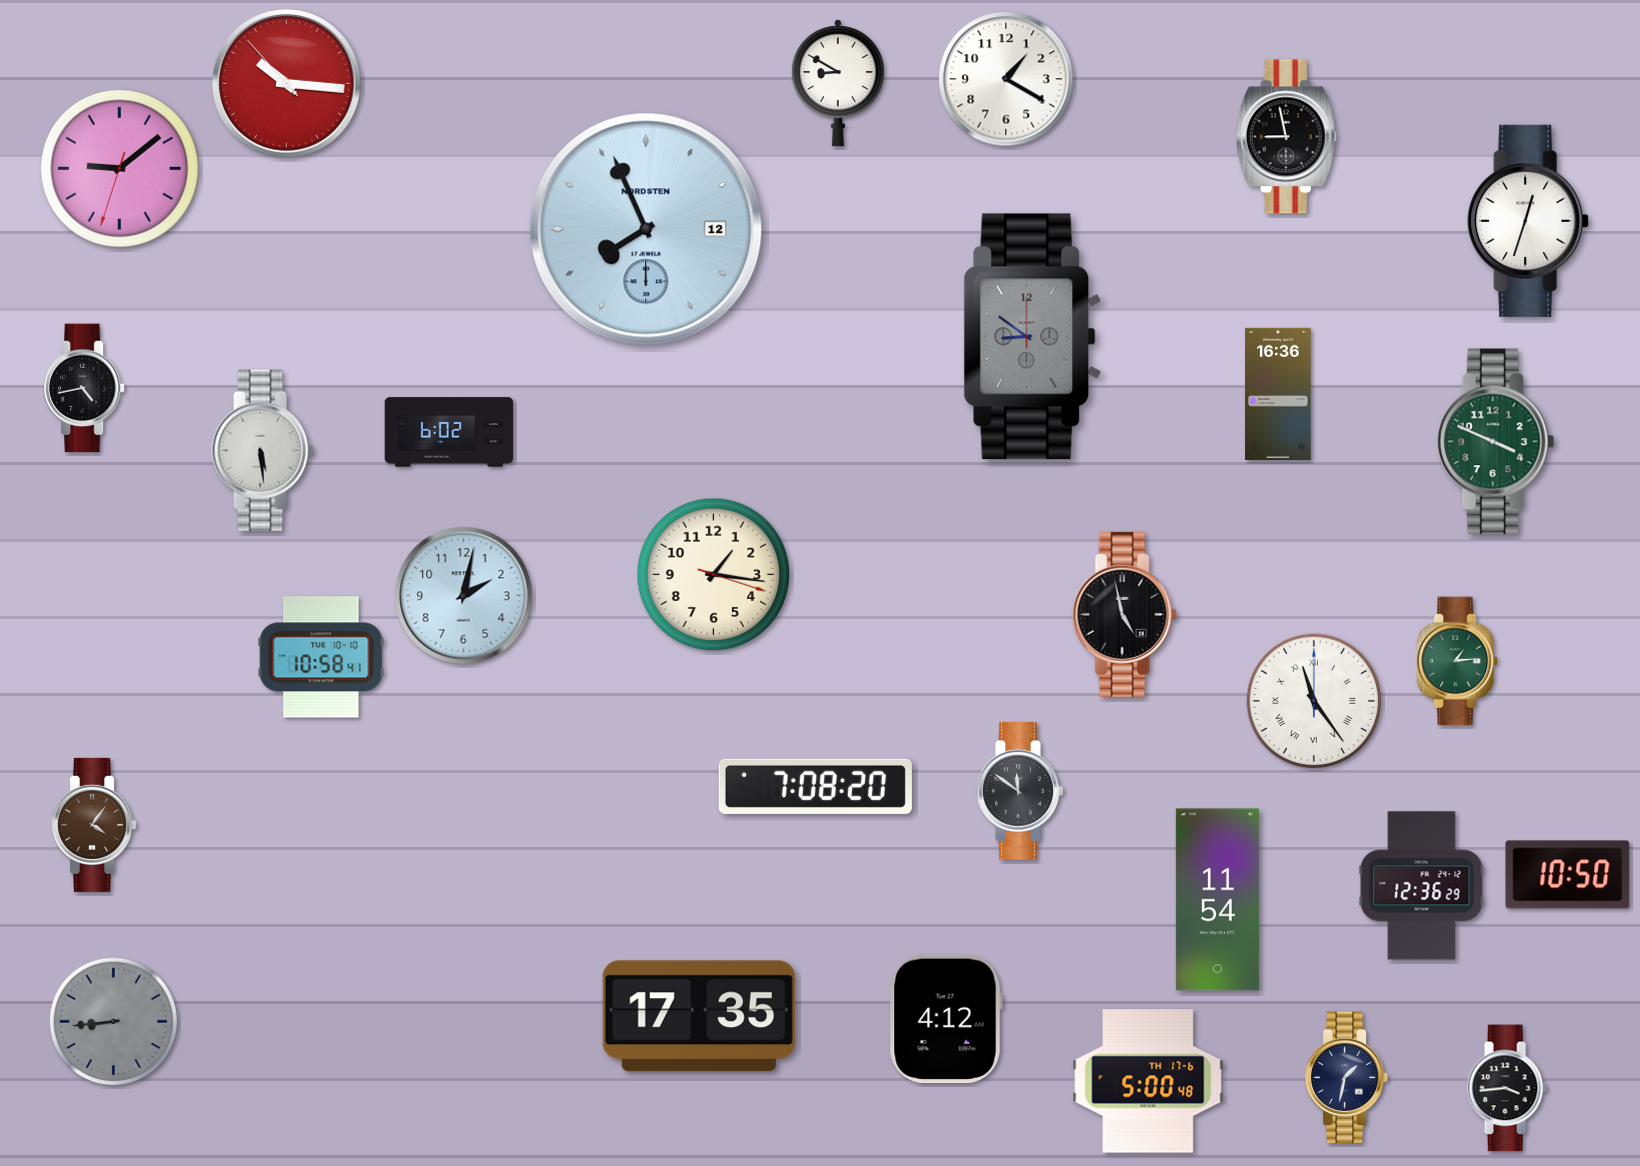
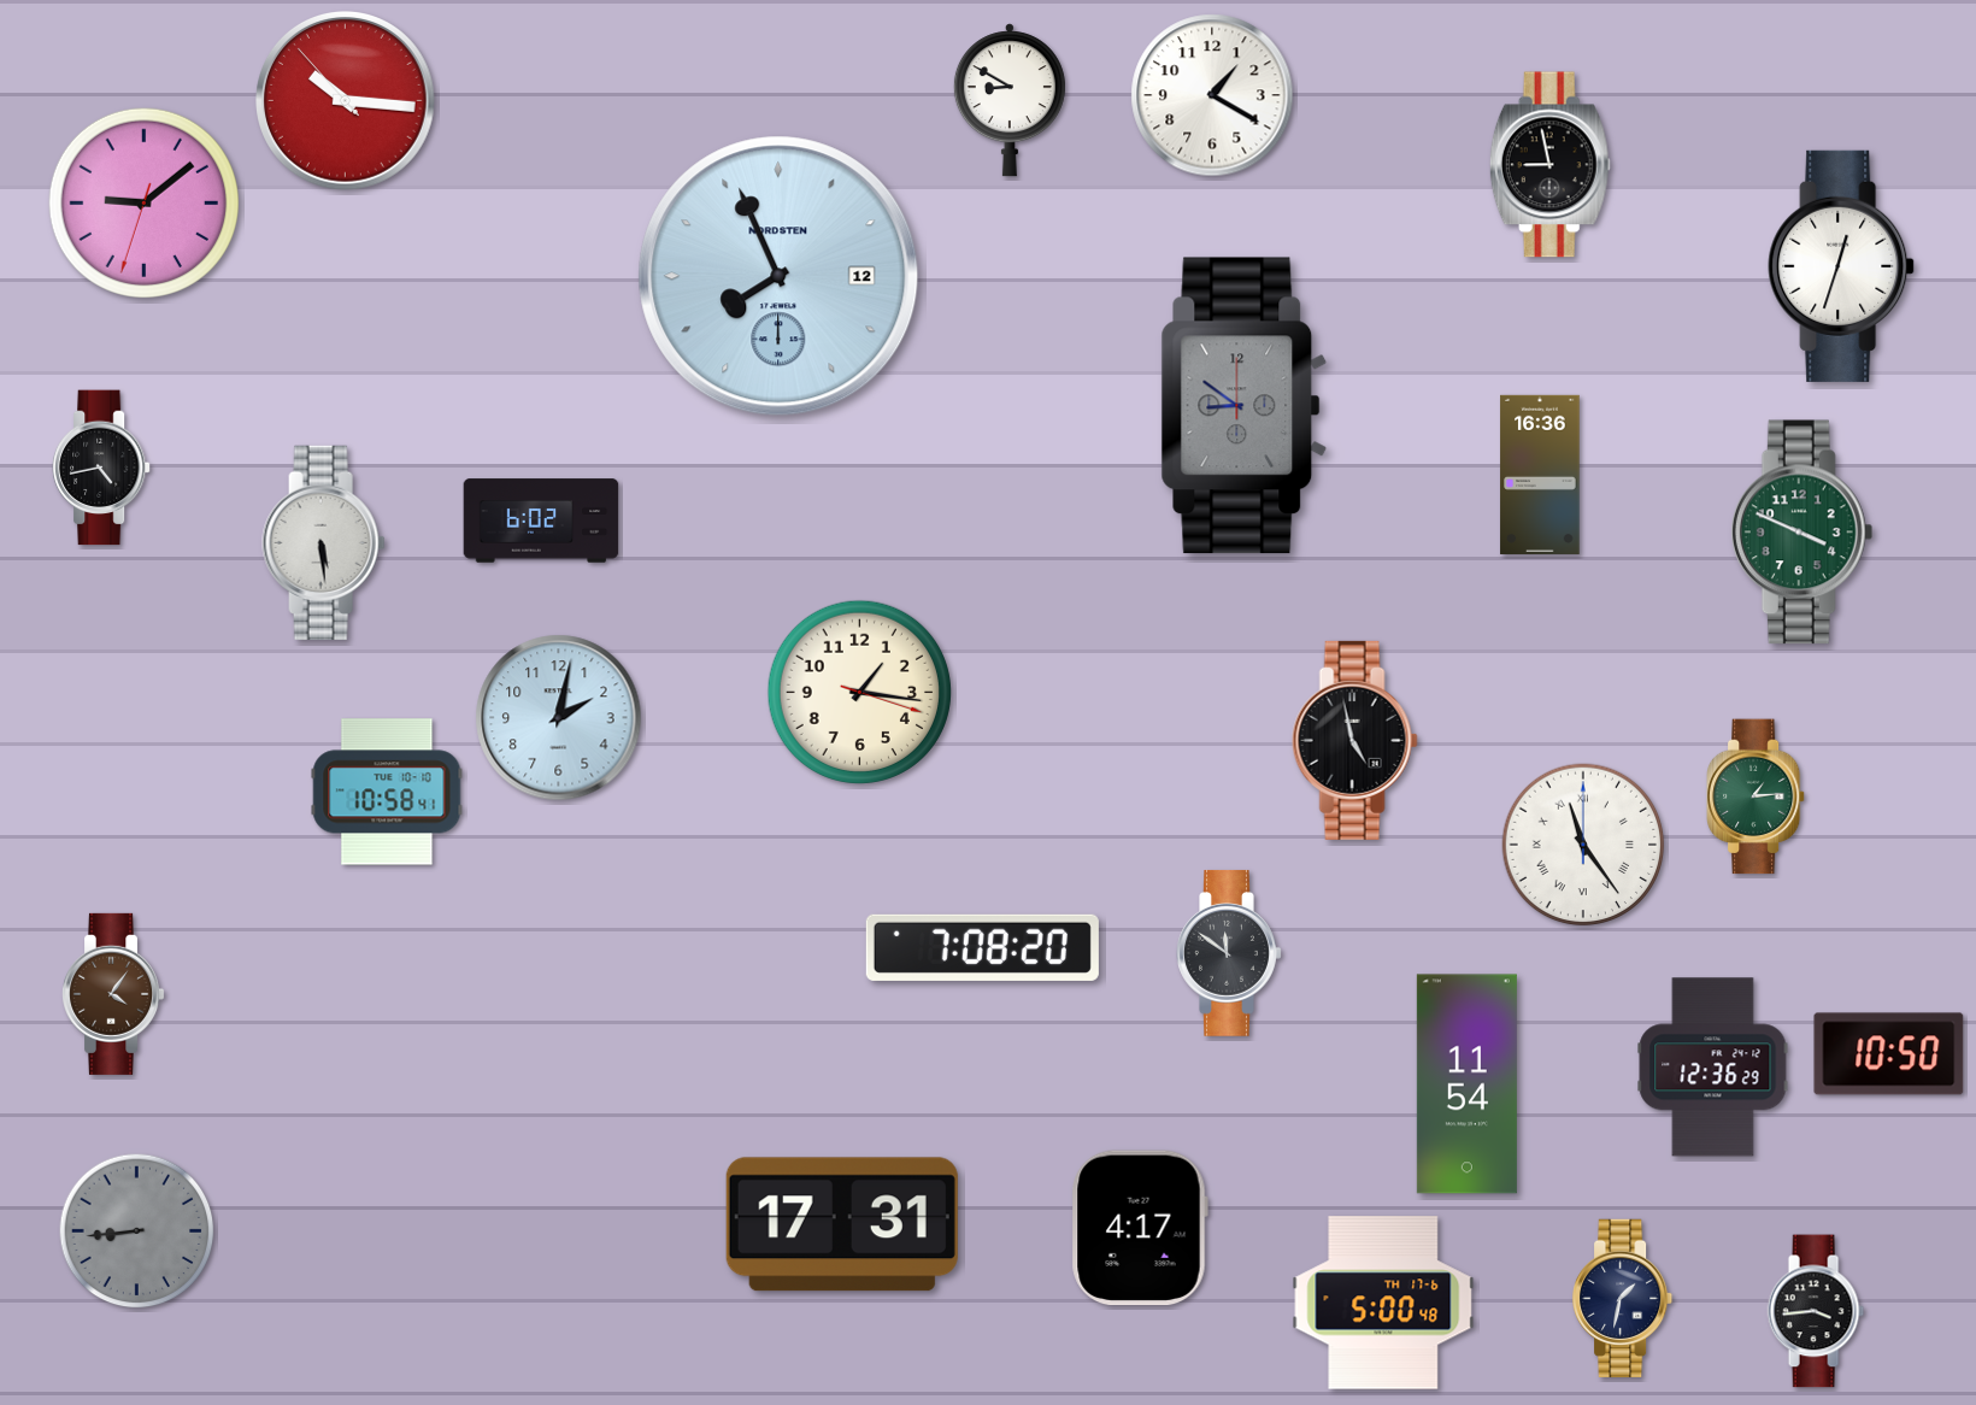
clock at (263, 450) position: (263, 450) -> (324, 542)
clock at (699, 1016): 17:35 -> 17:31
clock at (946, 1019): 4:12 -> 4:17
